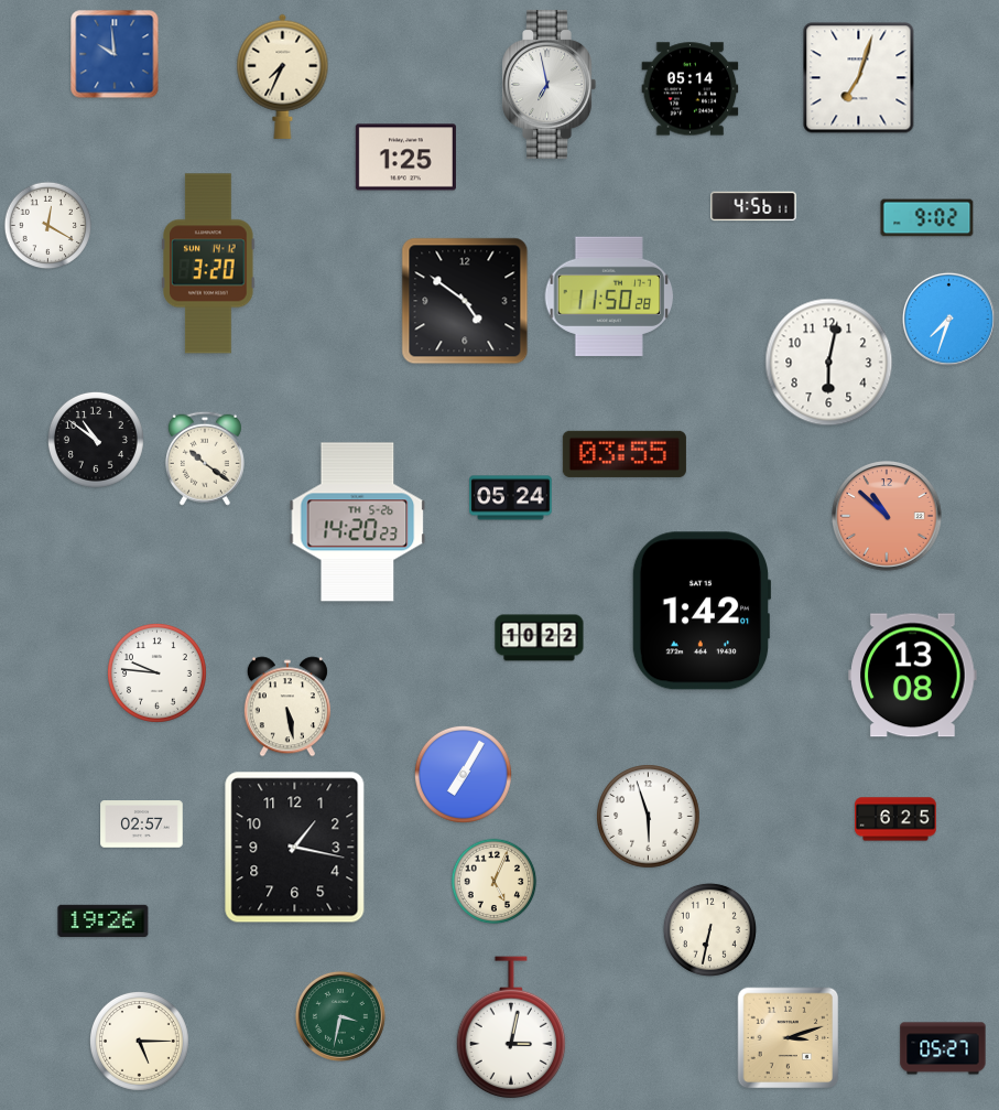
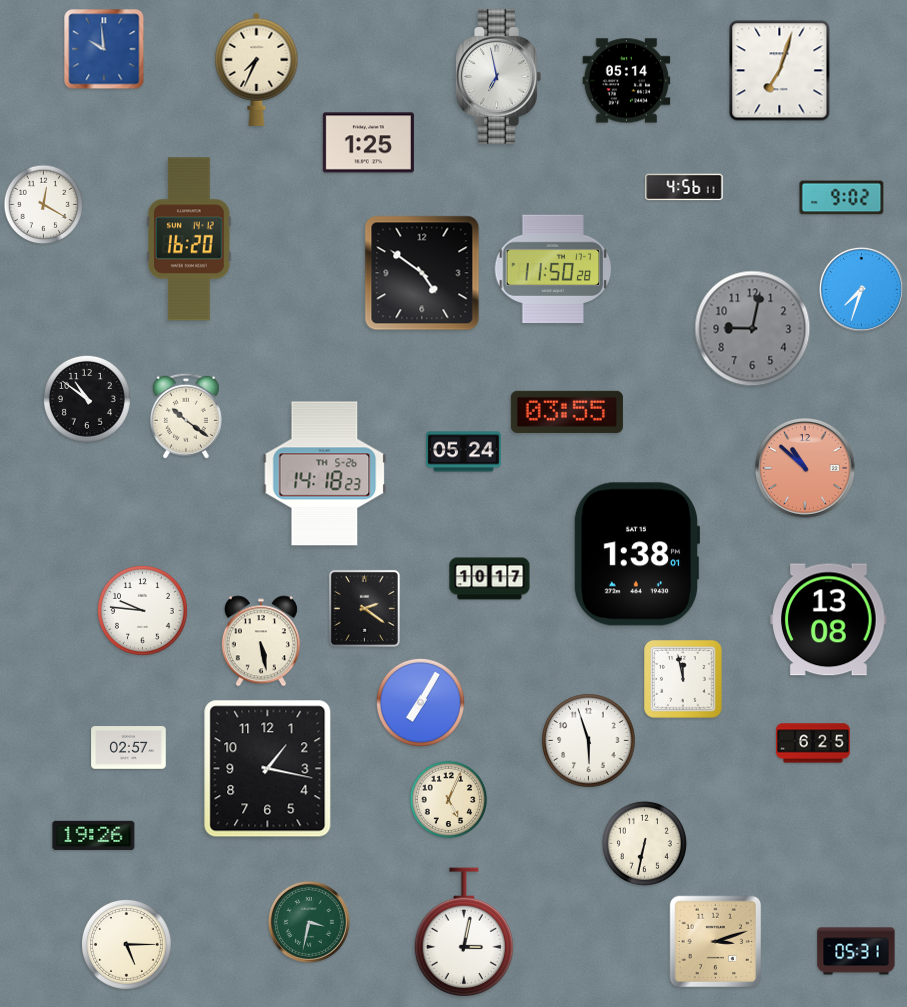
clock at (208, 263): 3:20 -> 16:20
clock at (829, 363): 6:02 -> 9:02
clock at (829, 363) dial: white -> grey
clock at (358, 522): 14:20 -> 14:18
clock at (702, 611): 1:42 -> 1:38
clock at (540, 638): 10:22 -> 10:17
clock at (364, 608): none -> 2:21
clock at (913, 676) position: (913, 676) -> (829, 620)
clock at (683, 679): none -> 11:58
clock at (943, 1048): 05:27 -> 05:31
